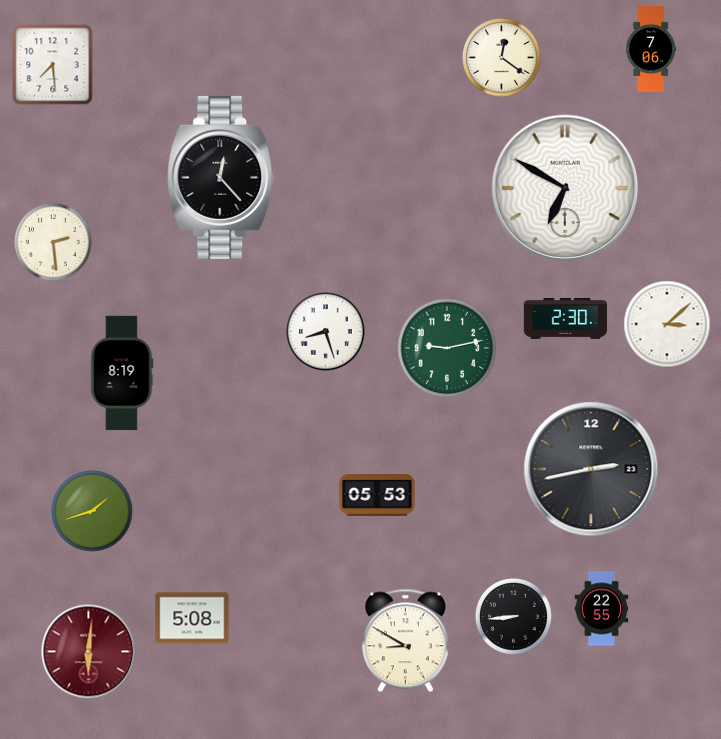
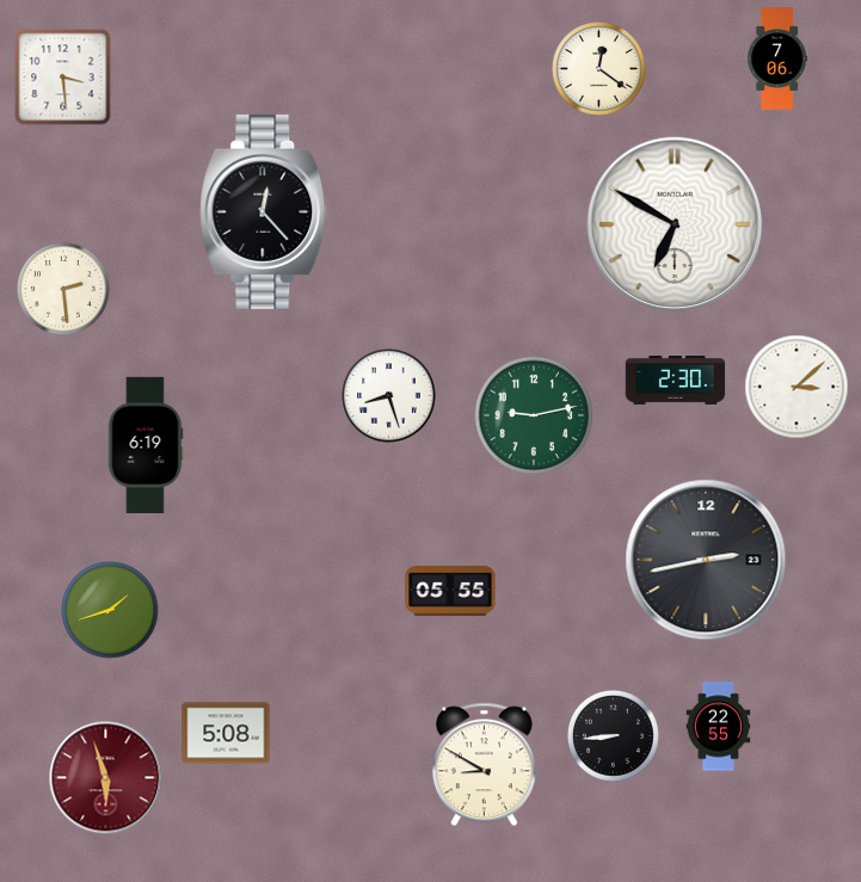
clock at (53, 65): 7:29 -> 3:29
clock at (122, 373): 8:19 -> 6:19
clock at (377, 496): 05:53 -> 05:55
clock at (192, 618) position: (192, 618) -> (226, 733)
clock at (89, 652): 6:01 -> 5:57
